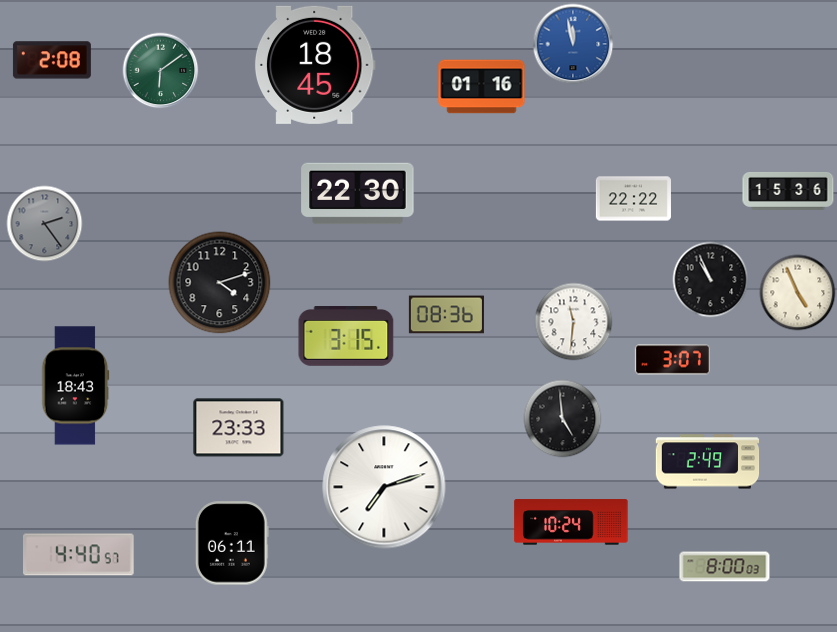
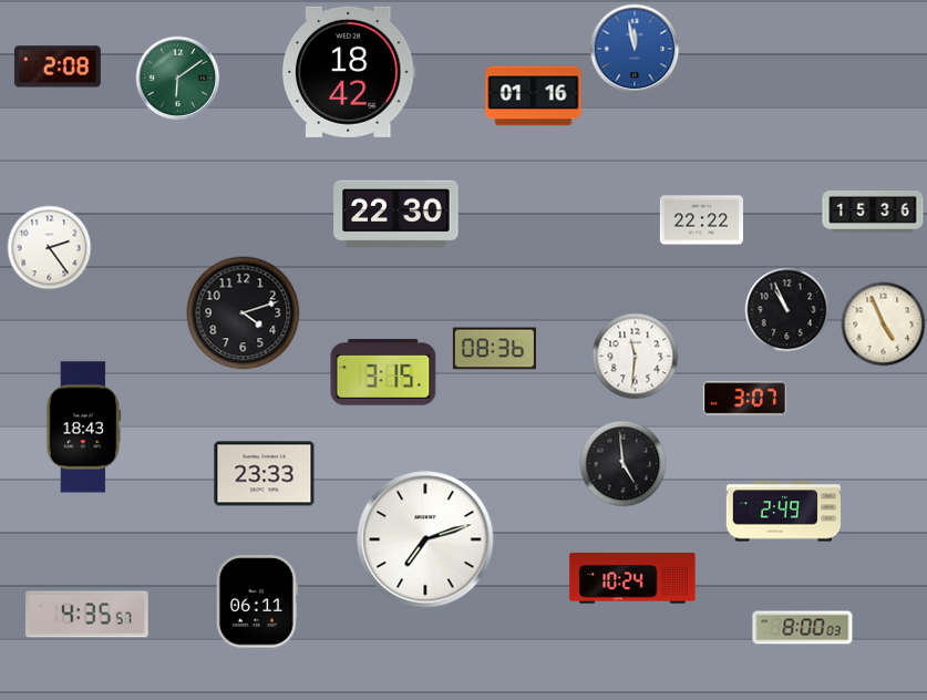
clock at (315, 65): 18:45 -> 18:42
clock at (45, 224) dial: grey -> white
clock at (79, 555): 4:40 -> 4:35
